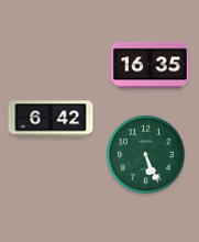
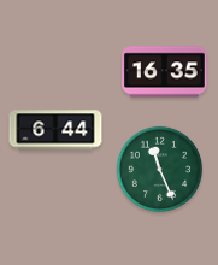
clock at (51, 119): 6:42 -> 6:44
clock at (146, 155): 5:26 -> 11:26
